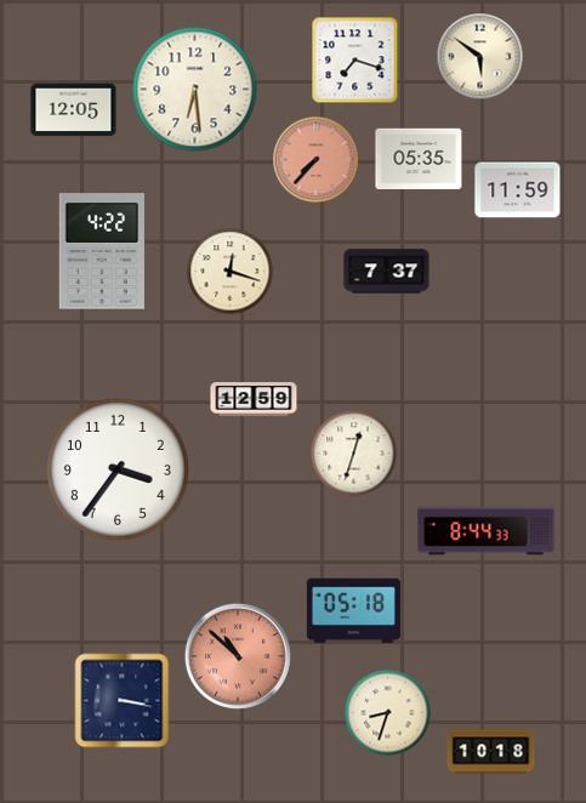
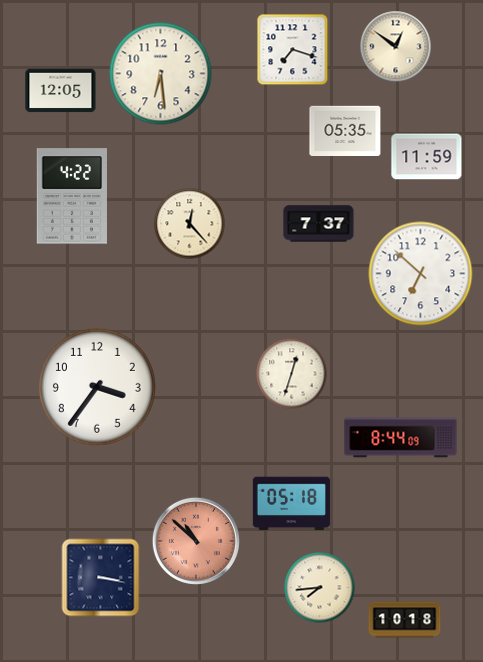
clock at (480, 57): 5:51 -> 12:51
clock at (317, 160): 7:37 -> none
clock at (102, 251) position: (102, 251) -> (72, 196)
clock at (231, 272): 12:18 -> 12:23
clock at (421, 274): none -> 6:52
clock at (254, 400): 12:59 -> none
clock at (487, 531): 8:44:33 -> 8:44:09
clock at (388, 713): 8:33 -> 7:44
